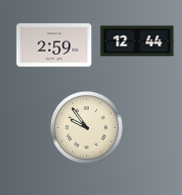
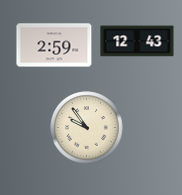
clock at (137, 41): 12:44 -> 12:43
